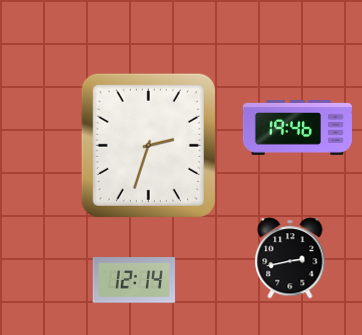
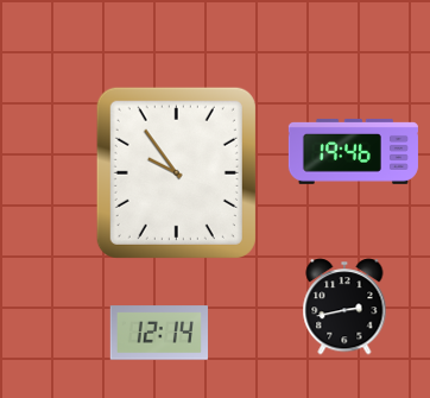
clock at (148, 145): 2:33 -> 9:54
